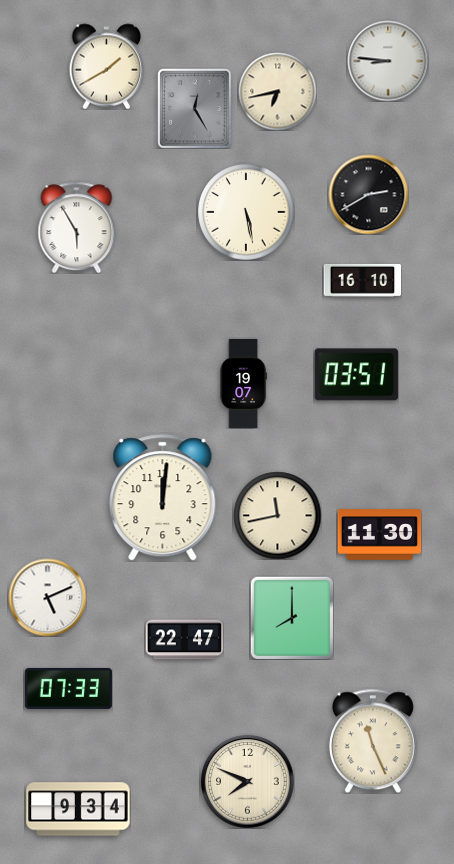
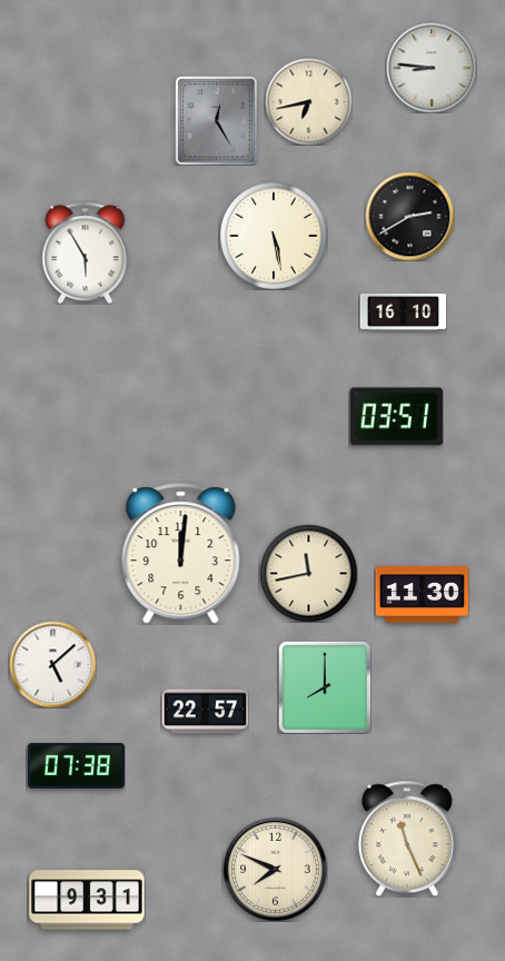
clock at (107, 66): 1:40 -> none
clock at (243, 383): 19:07 -> none
clock at (47, 597): 5:11 -> 5:08
clock at (184, 640): 22:47 -> 22:57
clock at (68, 688): 07:33 -> 07:38
clock at (373, 741) position: (373, 741) -> (407, 839)
clock at (78, 809): 9:34 -> 9:31
